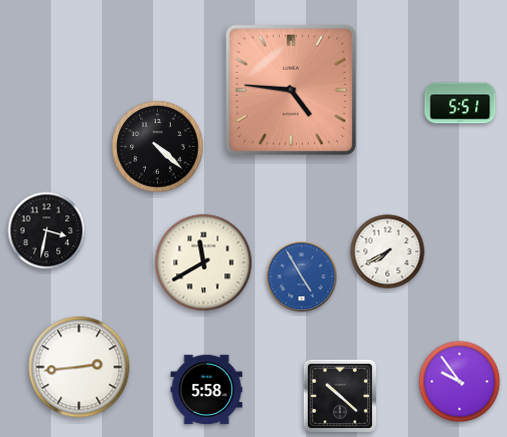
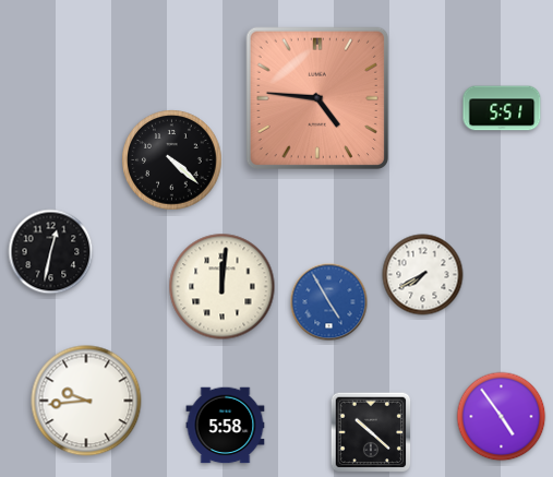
clock at (460, 103) position: (460, 103) -> (502, 108)
clock at (47, 231): 3:32 -> 12:32
clock at (204, 263): 11:40 -> 12:01
clock at (79, 367): 2:44 -> 9:44
clock at (460, 382): 9:54 -> 4:54
